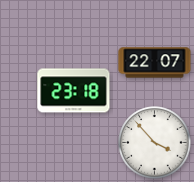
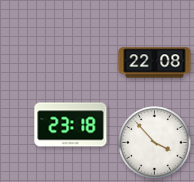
clock at (155, 63): 22:07 -> 22:08
clock at (74, 91) position: (74, 91) -> (71, 125)
